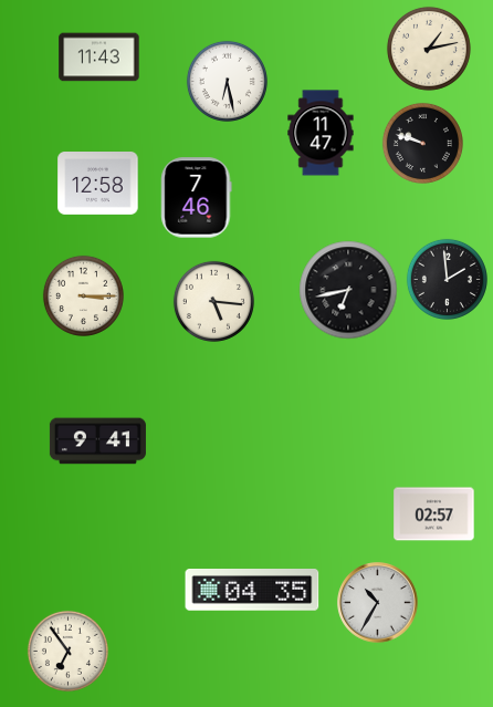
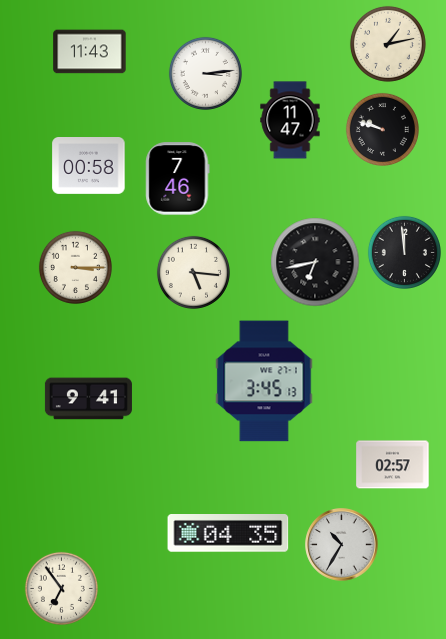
clock at (227, 81): 6:28 -> 3:14
clock at (98, 184): 12:58 -> 00:58
clock at (447, 279): 1:59 -> 11:59
clock at (264, 381): none -> 3:45
